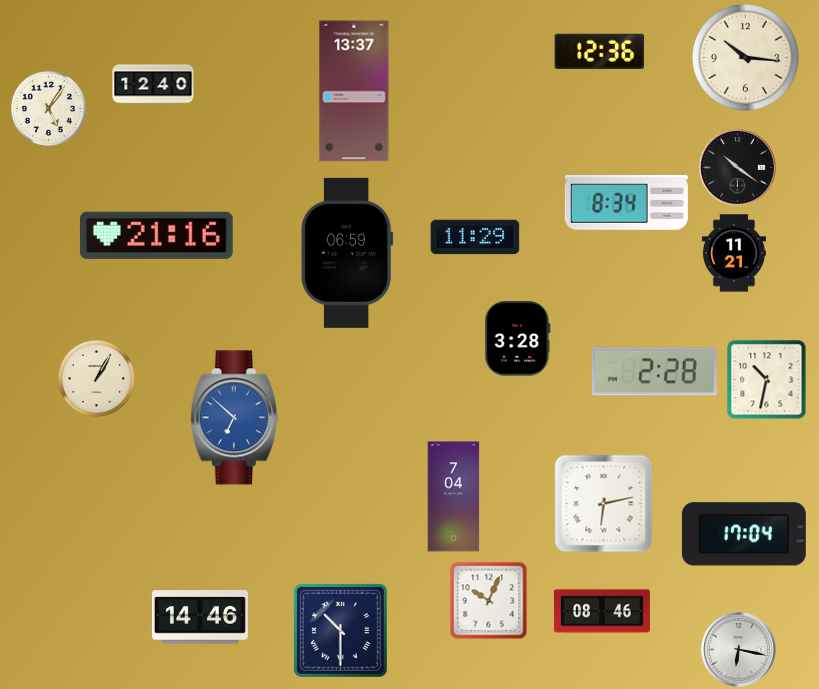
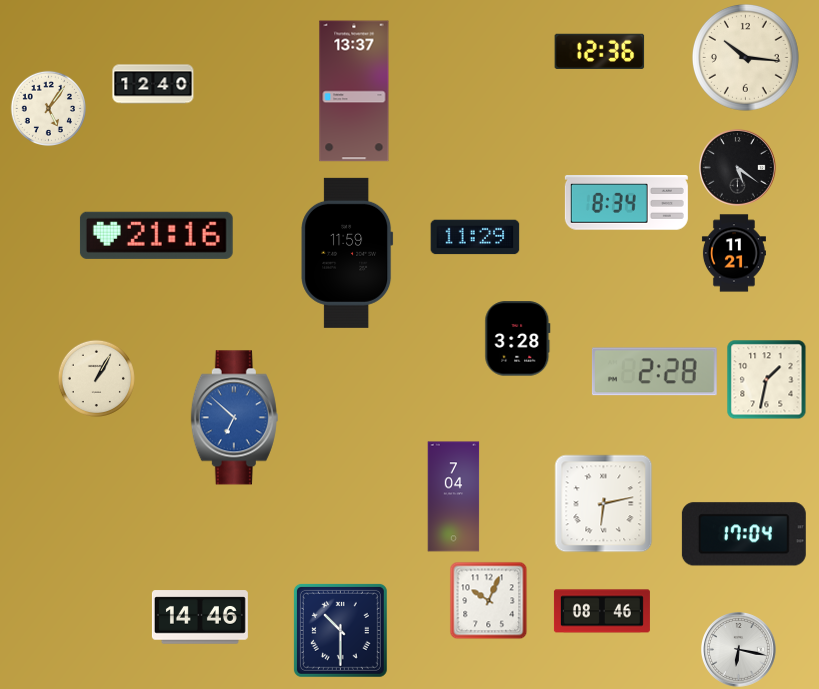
clock at (738, 168): 10:21 -> 5:21
clock at (347, 253): 06:59 -> 11:59
clock at (767, 380): 10:32 -> 1:32
